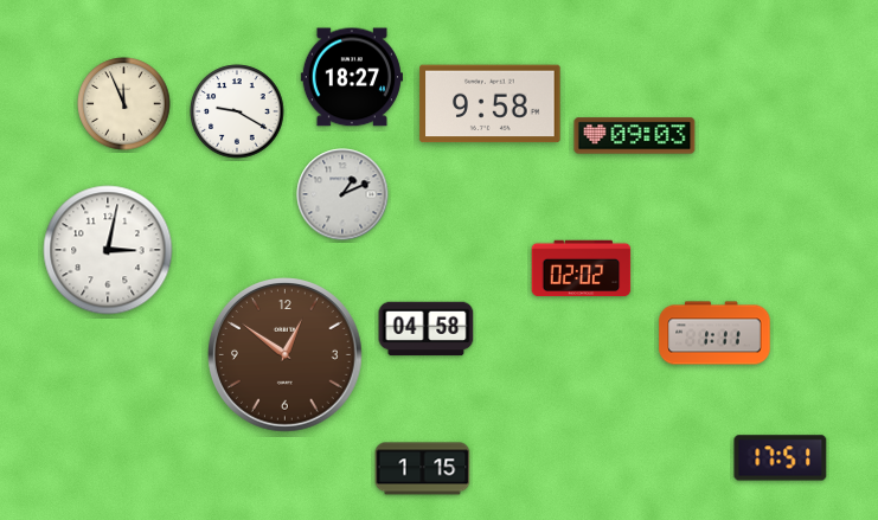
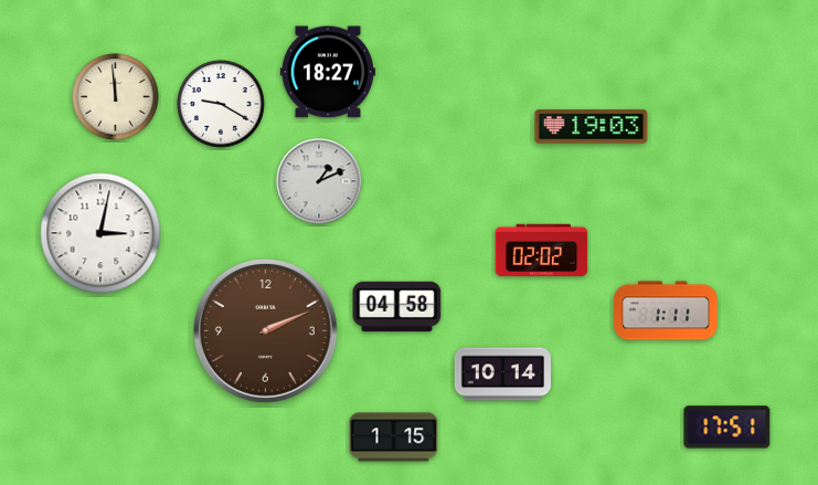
clock at (124, 104): 11:56 -> 11:59
clock at (491, 104): 9:58 -> none
clock at (635, 136): 09:03 -> 19:03
clock at (286, 355): 12:51 -> 2:11
clock at (502, 375): none -> 10:14
